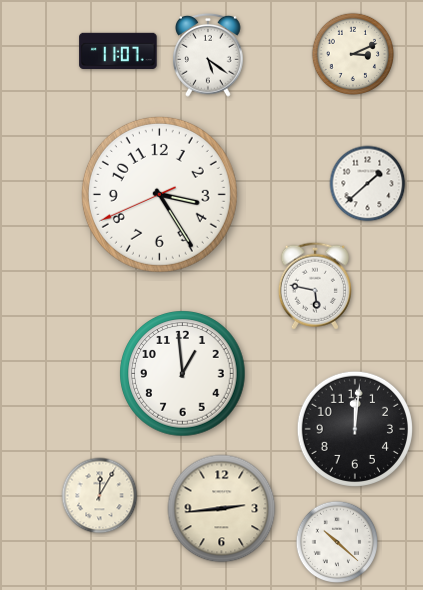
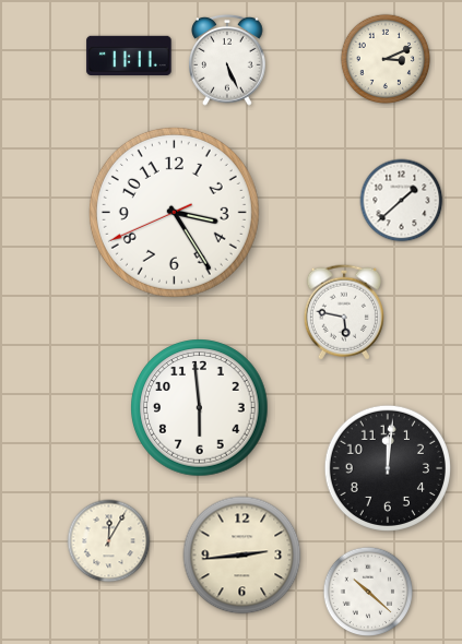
clock at (118, 50): 11:07 -> 11:11
clock at (209, 55): 5:21 -> 5:26
clock at (183, 374): 12:59 -> 5:59
